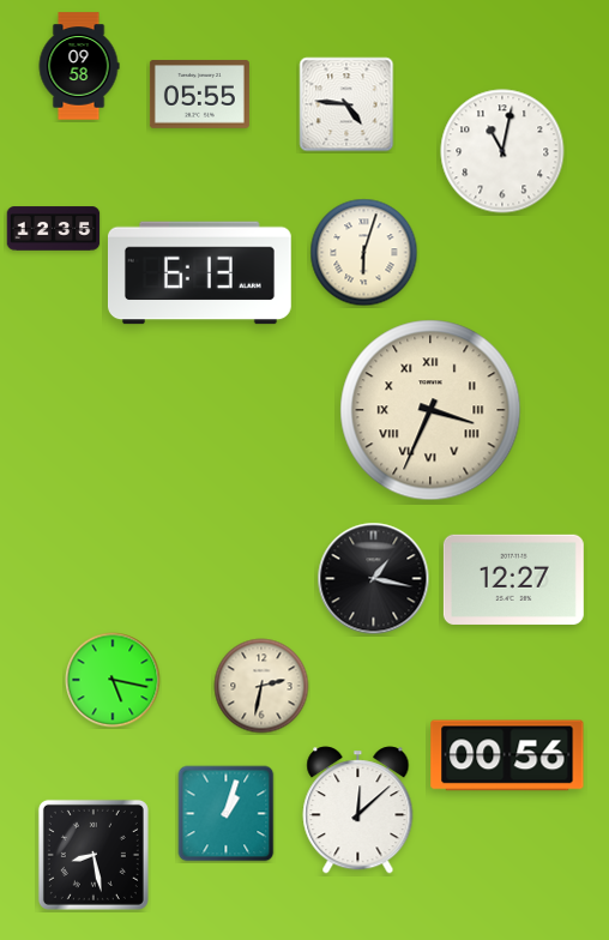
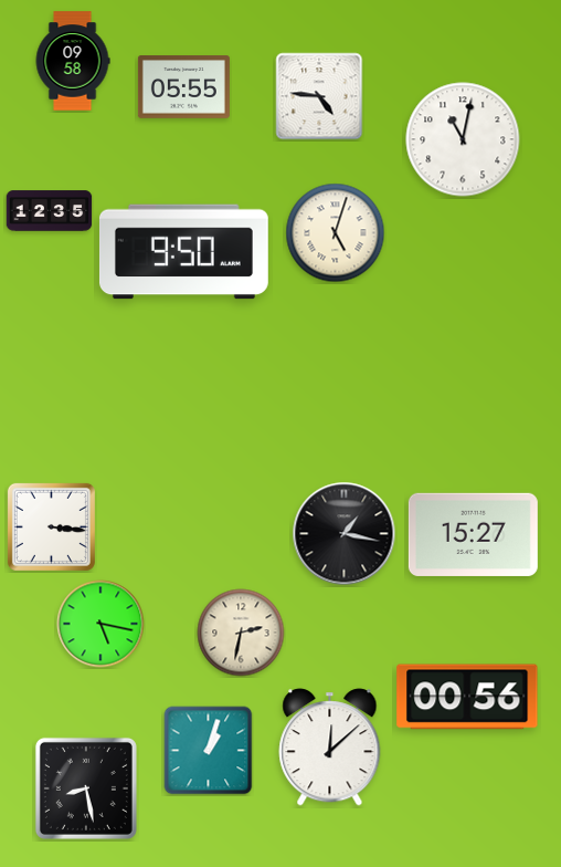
clock at (364, 253): 6:03 -> 5:03
clock at (199, 273): 6:13 -> 9:50
clock at (430, 410): 3:34 -> none
clock at (51, 526): none -> 3:16
clock at (513, 579): 12:27 -> 15:27
clock at (113, 680) position: (113, 680) -> (100, 624)
